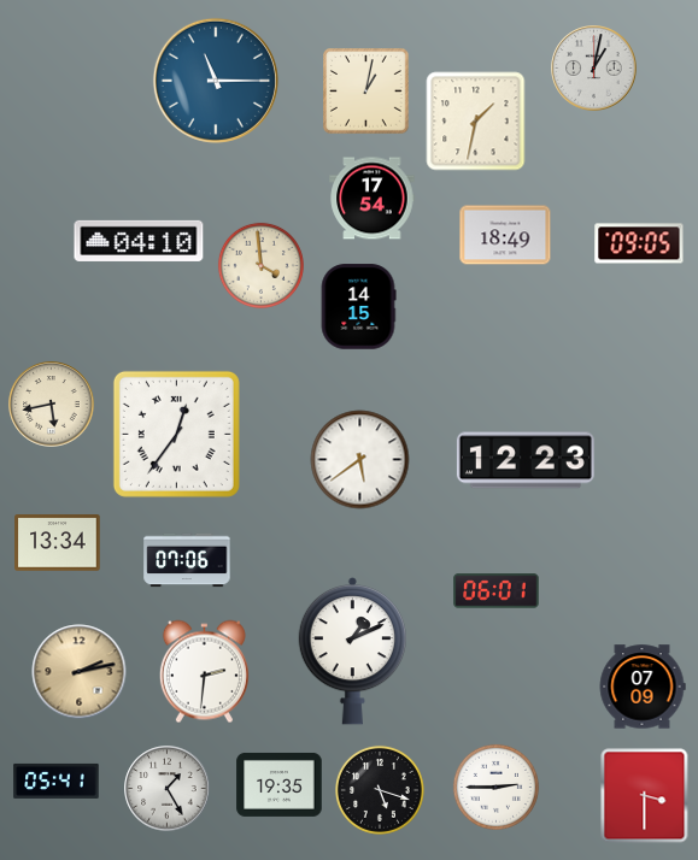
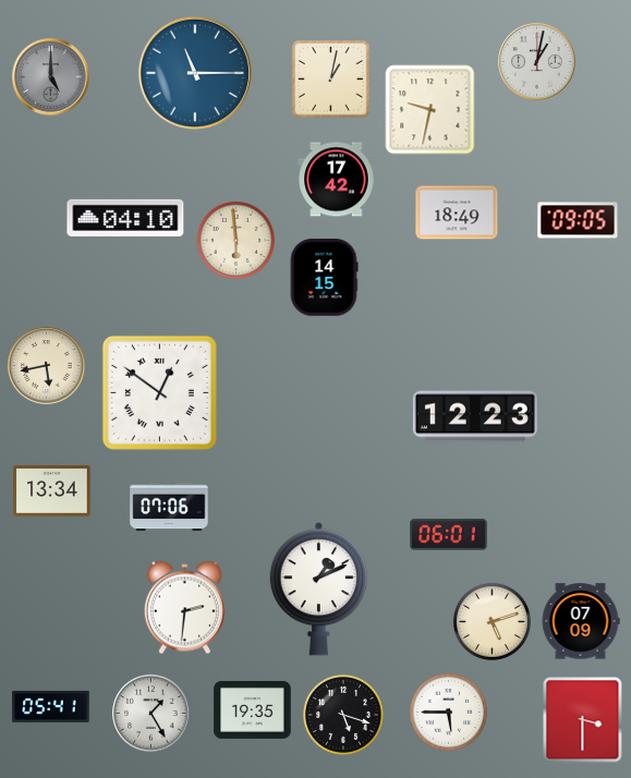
clock at (51, 77): none -> 5:00
clock at (366, 92) position: (366, 92) -> (331, 80)
clock at (476, 122): 1:32 -> 9:32
clock at (373, 199): 17:54 -> 17:42
clock at (260, 265): 3:59 -> 5:59
clock at (176, 434): 12:36 -> 12:51
clock at (360, 460): 5:39 -> none
clock at (80, 672): 2:13 -> none
clock at (492, 621): none -> 5:12
clock at (495, 787): 2:45 -> 5:45
